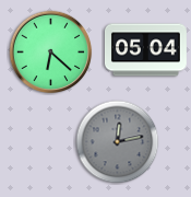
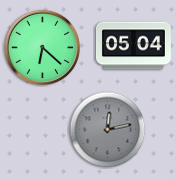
clock at (51, 53) position: (51, 53) -> (43, 48)
